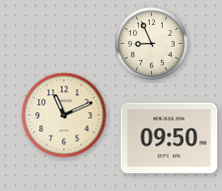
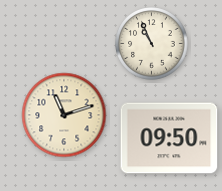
clock at (152, 44): 8:56 -> 10:56
clock at (64, 115): 11:11 -> 11:12
